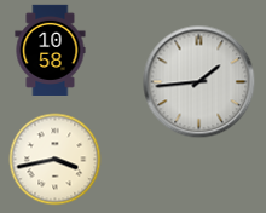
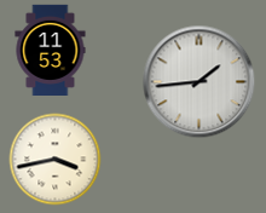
clock at (51, 50): 10:58 -> 11:53
